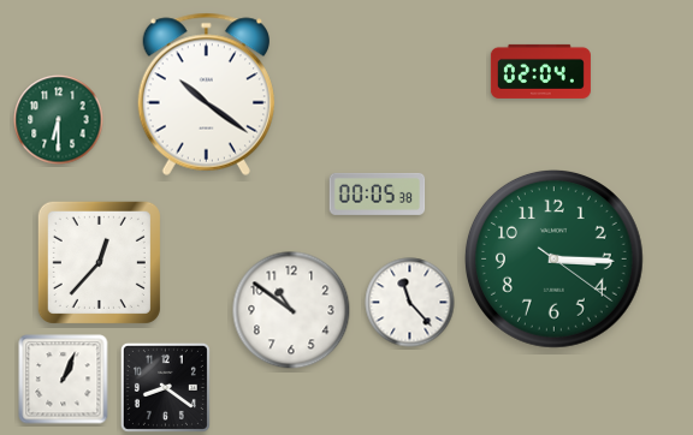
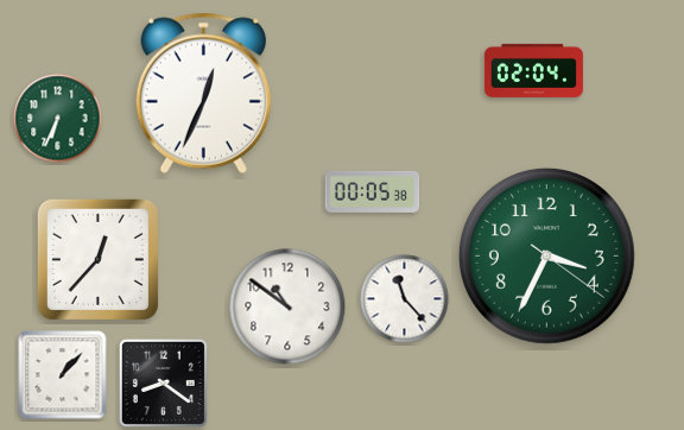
clock at (206, 94): 10:21 -> 12:34
clock at (59, 120): 6:30 -> 6:34
clock at (555, 260): 3:15 -> 3:34
clock at (64, 380): 1:04 -> 1:07
